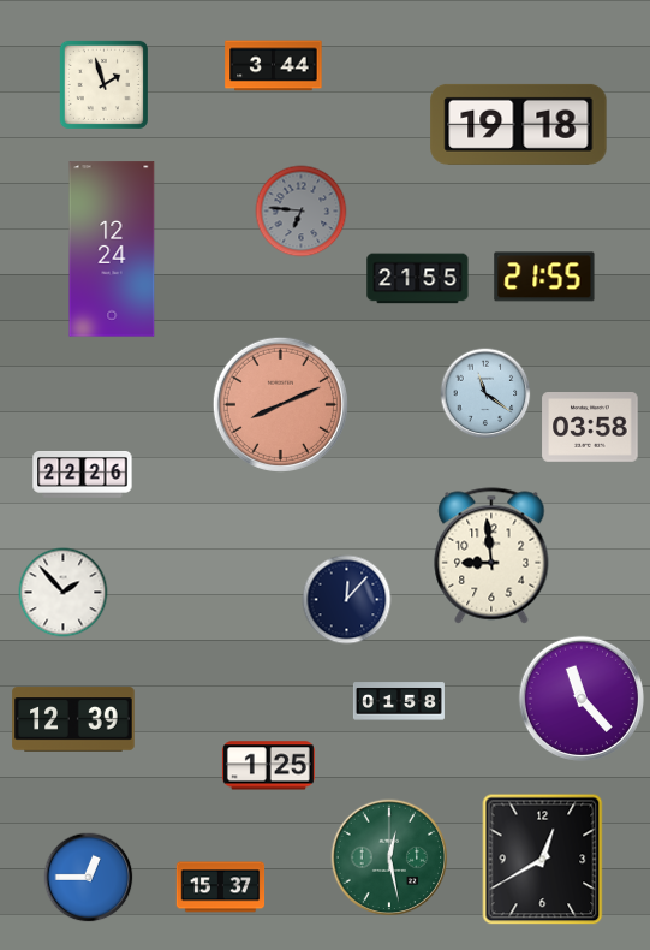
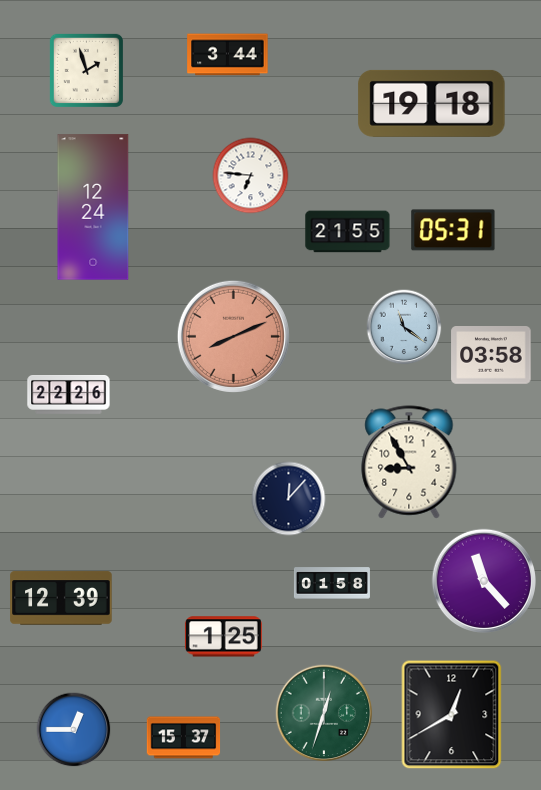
clock at (302, 212) dial: grey -> white
clock at (544, 277): 21:55 -> 05:31
clock at (491, 556): 8:59 -> 8:55
clock at (64, 593): 1:53 -> none
clock at (389, 857): 12:28 -> 12:33
